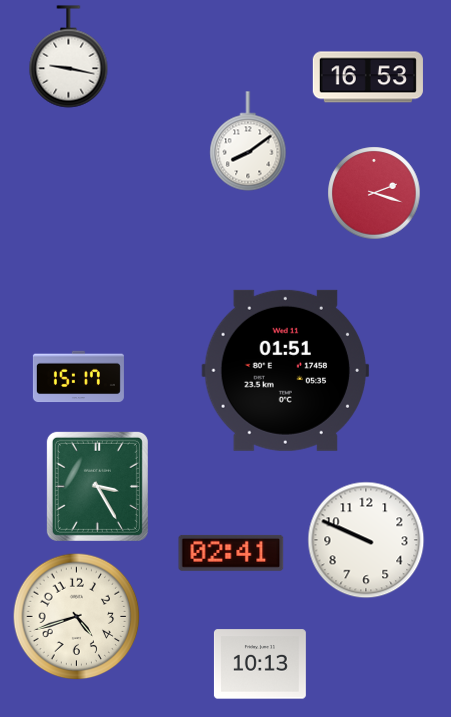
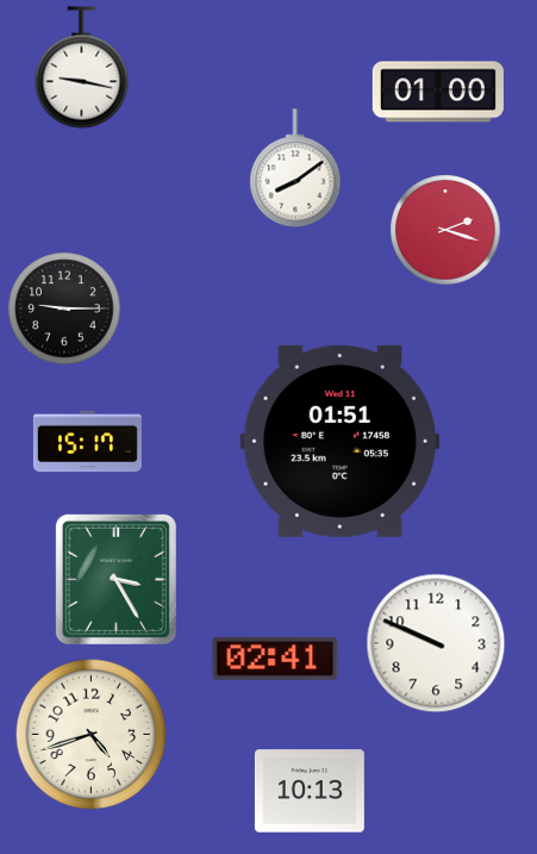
clock at (368, 77): 16:53 -> 01:00
clock at (64, 308): none -> 9:15
clock at (78, 377) position: (78, 377) -> (87, 442)
